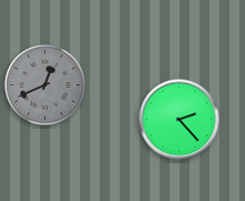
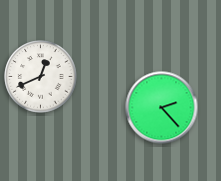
clock at (45, 86) dial: grey -> white
